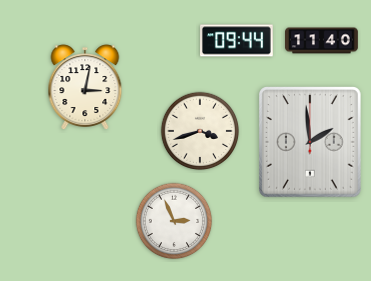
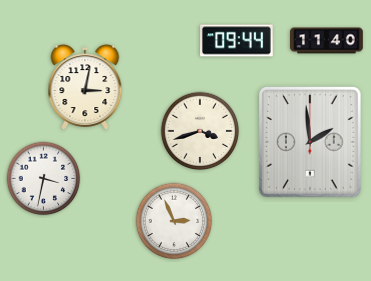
clock at (322, 41) position: (322, 41) -> (327, 41)
clock at (44, 179): none -> 3:32
